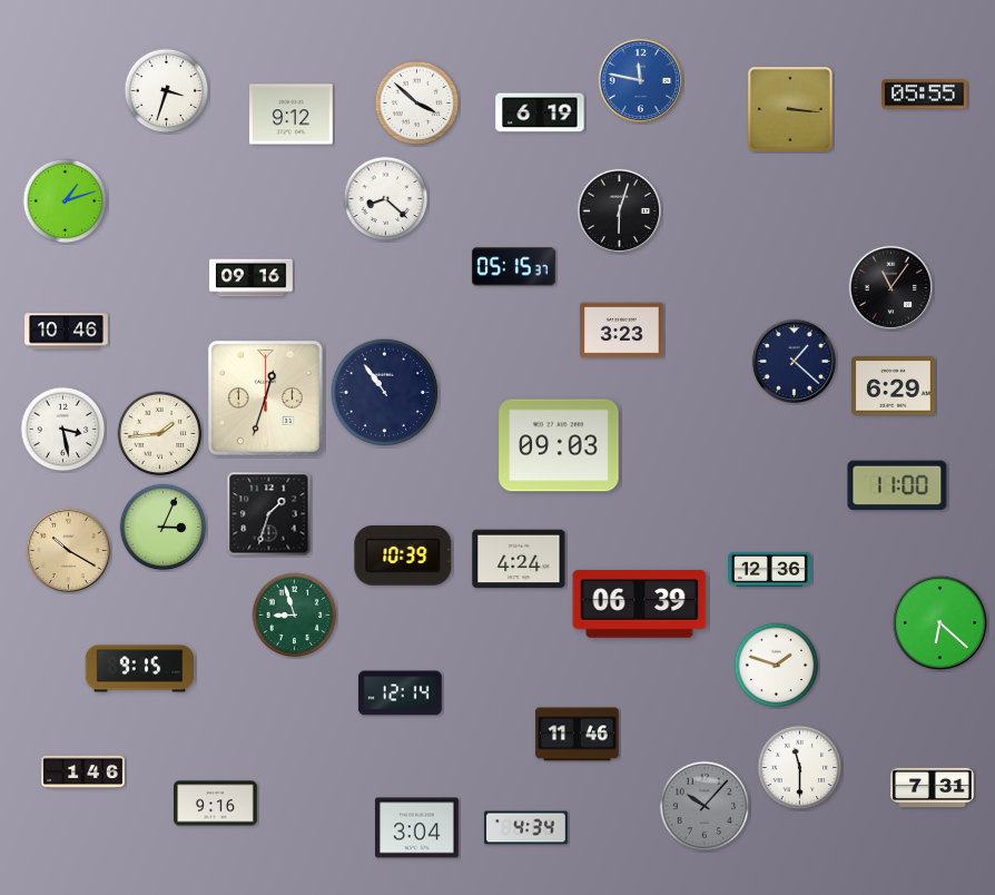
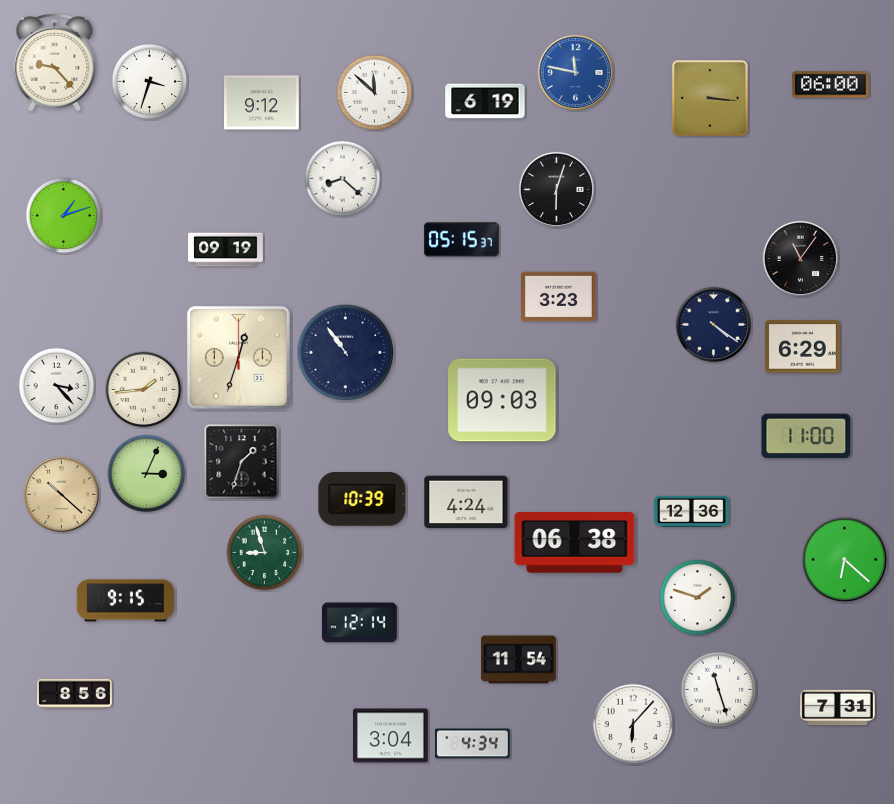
clock at (55, 63): none -> 9:23
clock at (925, 95): 05:55 -> 06:00
clock at (417, 104): 3:52 -> 11:52
clock at (386, 199) position: (386, 199) -> (343, 179)
clock at (66, 201) position: (66, 201) -> (64, 216)
clock at (252, 278): 09:16 -> 09:19
clock at (67, 332): 10:46 -> none
clock at (794, 361): 1:22 -> 4:21
clock at (63, 430): 3:28 -> 3:23
clock at (68, 550): 10:20 -> 10:22
clock at (640, 604): 06:39 -> 06:38
clock at (578, 735): 11:46 -> 11:54
clock at (800, 768): 11:30 -> 11:27
clock at (83, 771): 1:46 -> 8:56
clock at (216, 804): 9:16 -> none
clock at (705, 806): 10:07 -> 6:07
clock at (705, 806) dial: grey -> white
clock at (417, 828) position: (417, 828) -> (391, 736)
